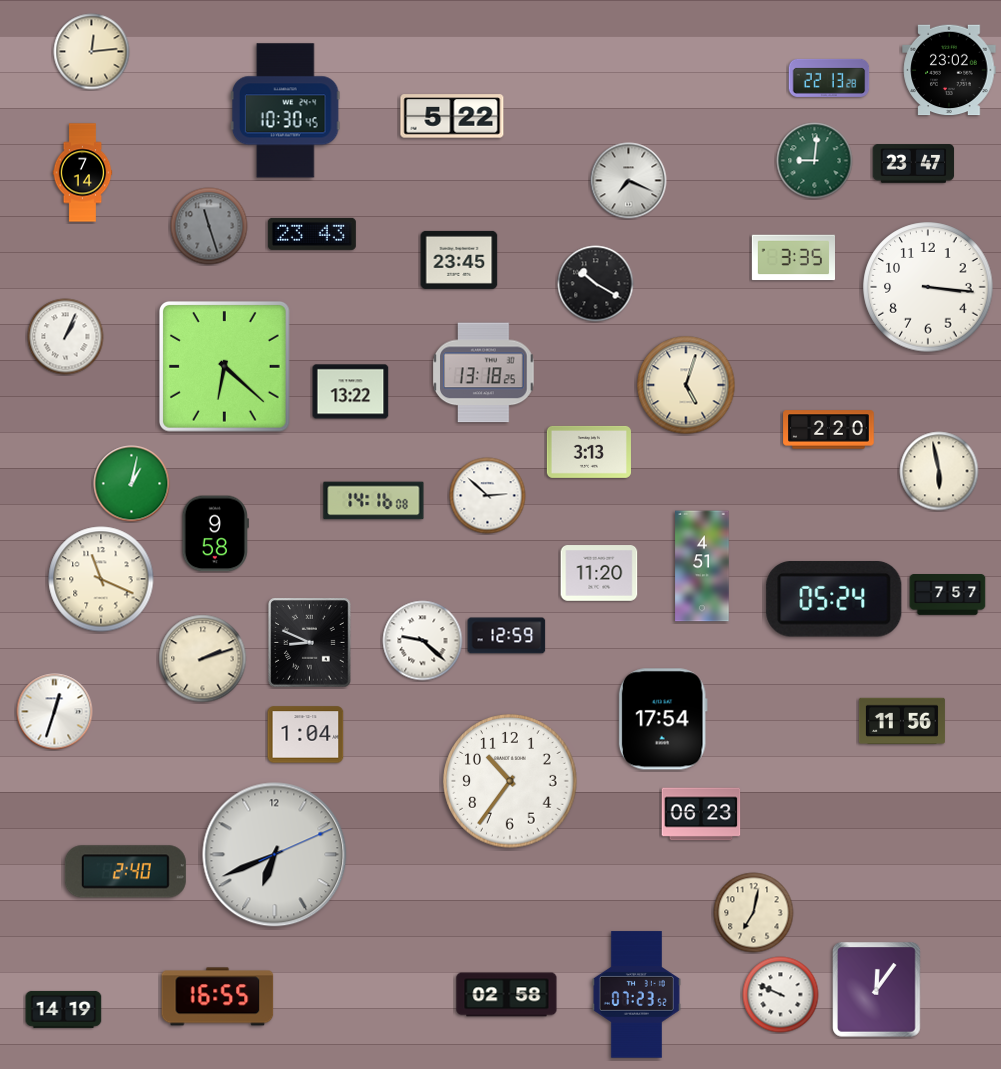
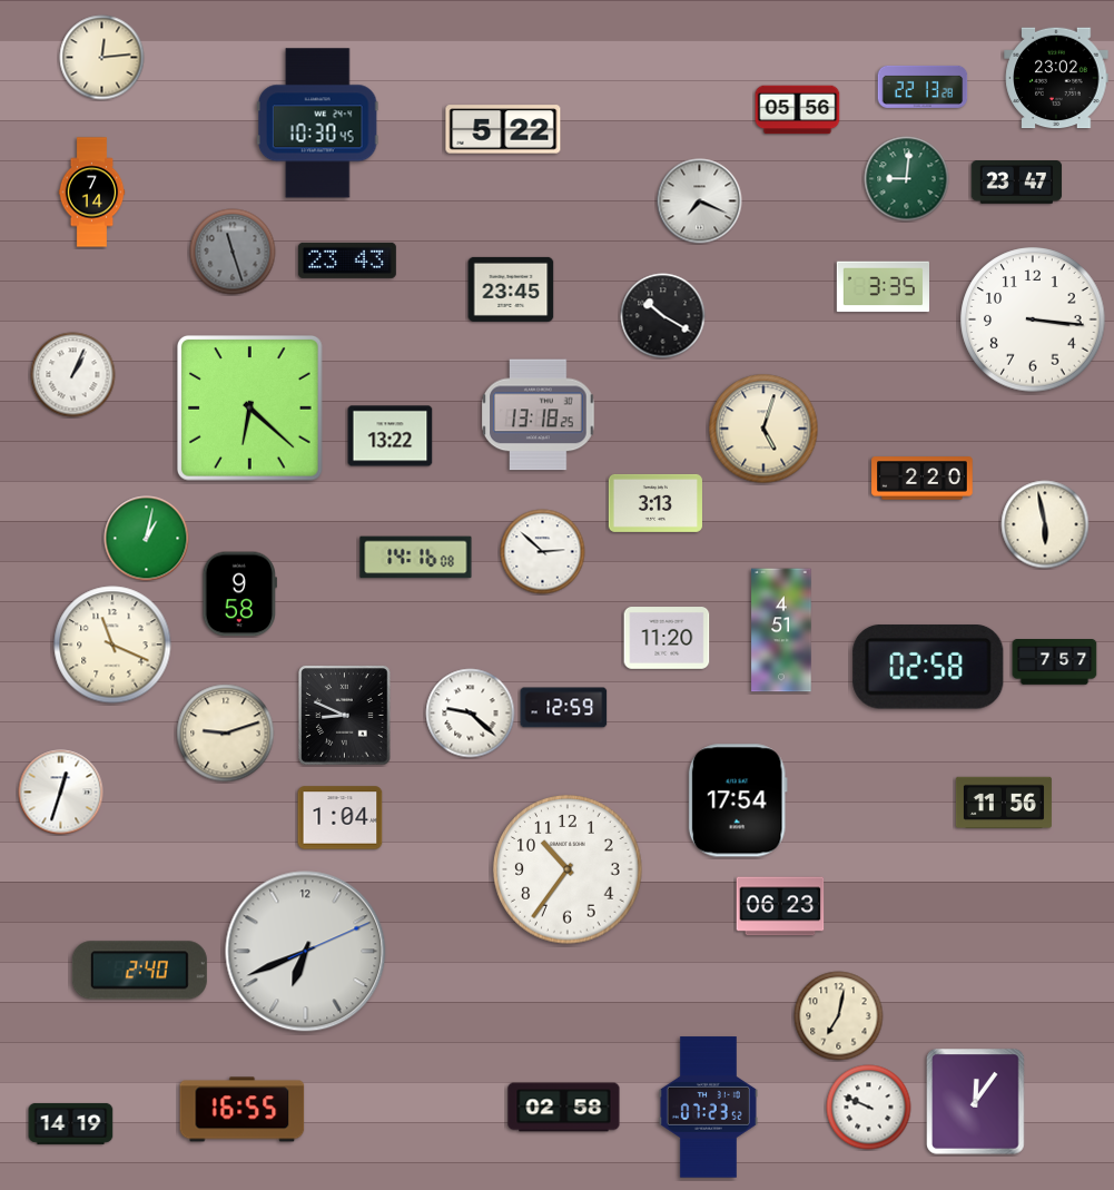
clock at (798, 110): none -> 05:56
clock at (834, 600): 05:24 -> 02:58
clock at (203, 659): 2:12 -> 9:12
